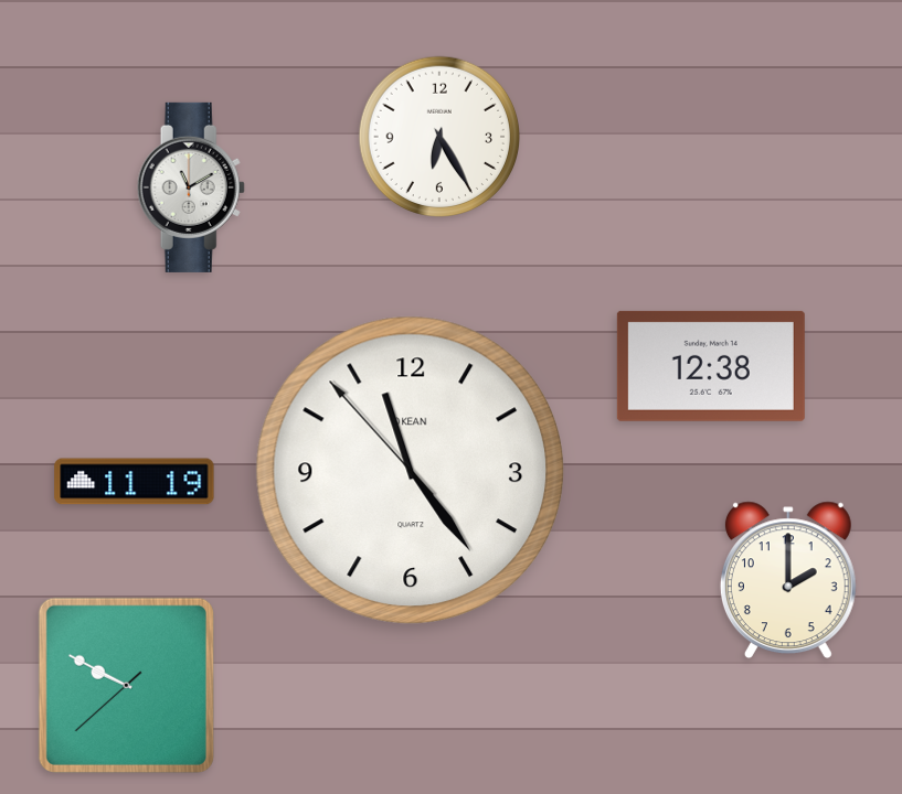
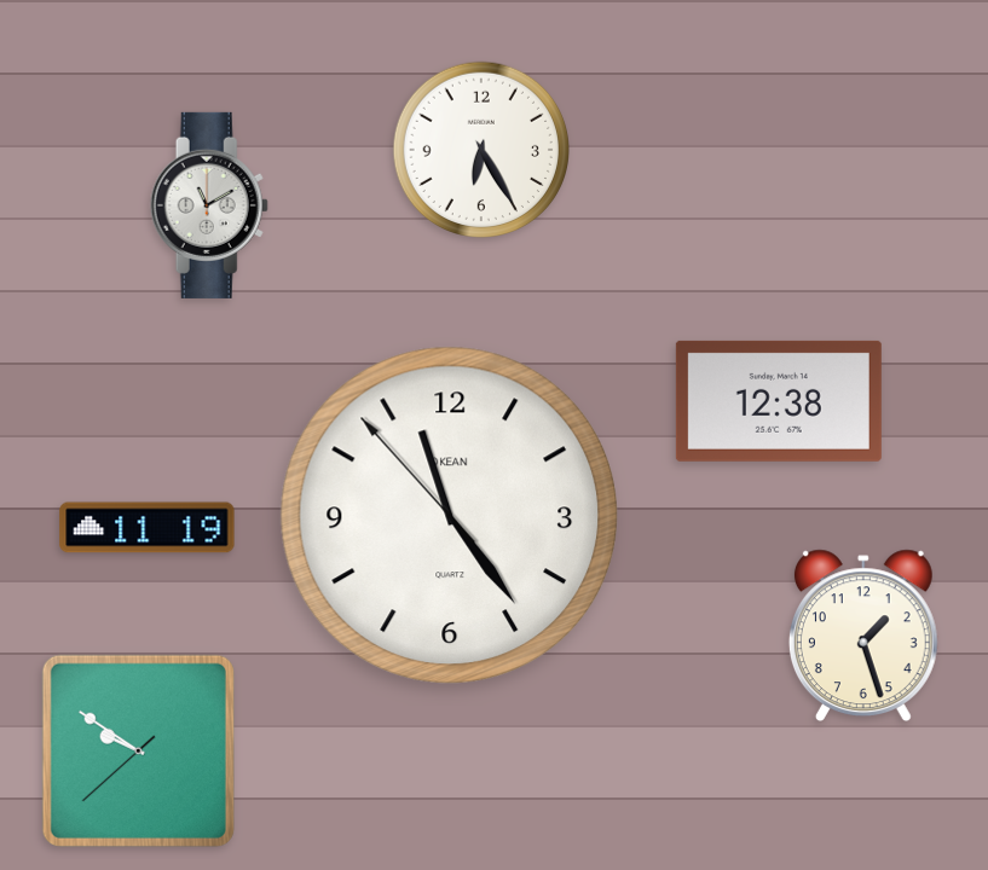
clock at (788, 580): 2:00 -> 1:27
clock at (126, 685): 9:49 -> 9:50
